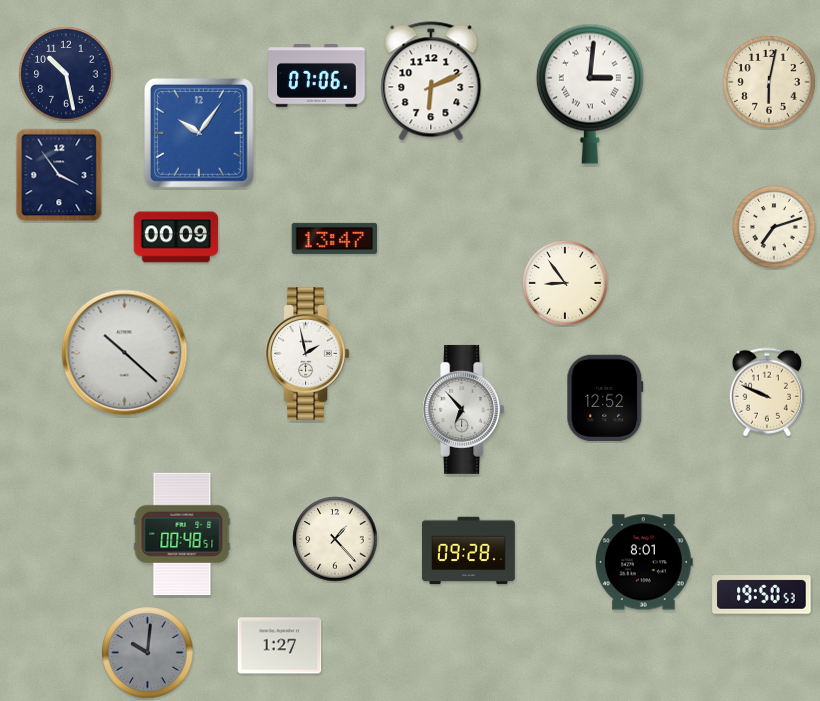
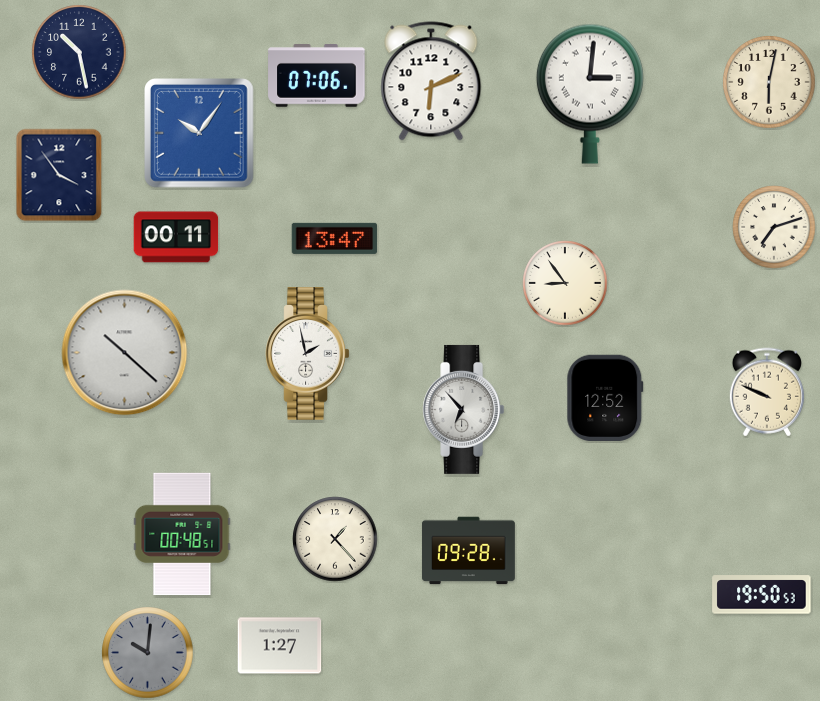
clock at (66, 74) position: (66, 74) -> (79, 52)
clock at (176, 237): 00:09 -> 00:11
clock at (645, 562): 8:01 -> none
